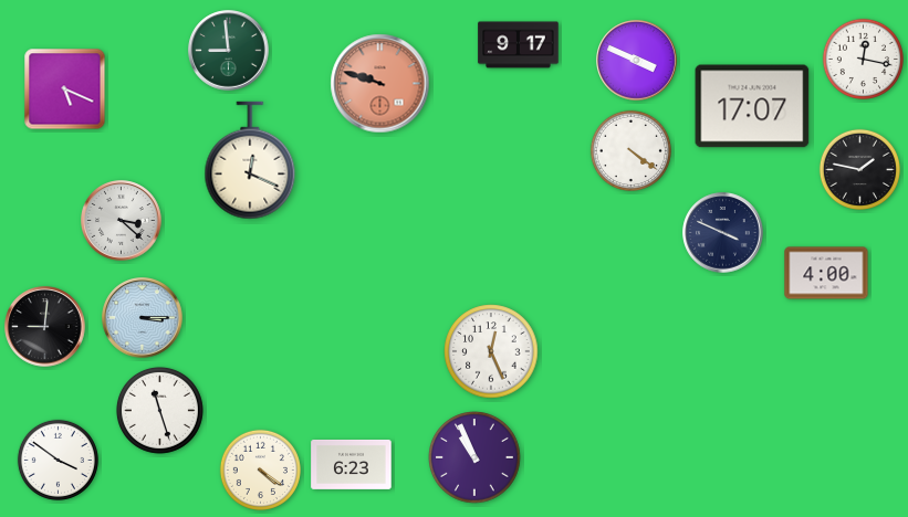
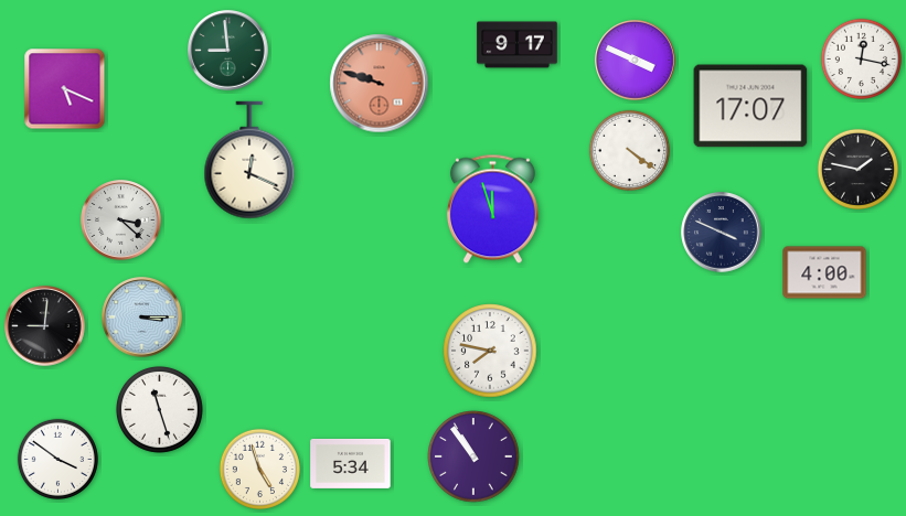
clock at (492, 209): none -> 11:57
clock at (491, 351): 12:26 -> 7:47
clock at (474, 457): 10:56 -> 10:54
clock at (352, 464): 6:23 -> 5:34
clock at (260, 469): 4:21 -> 4:57
